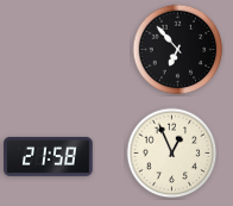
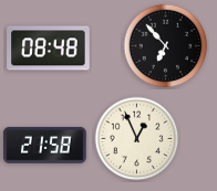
clock at (49, 49): none -> 08:48
clock at (172, 154) position: (172, 154) -> (137, 139)
